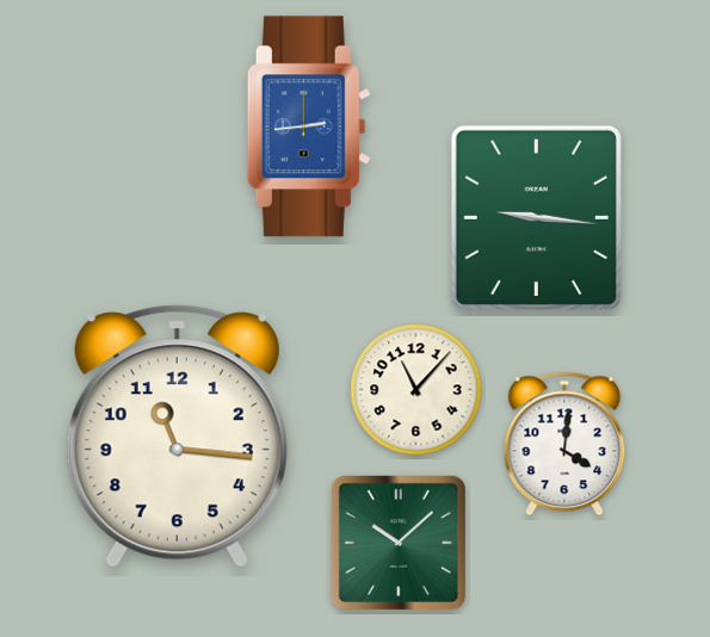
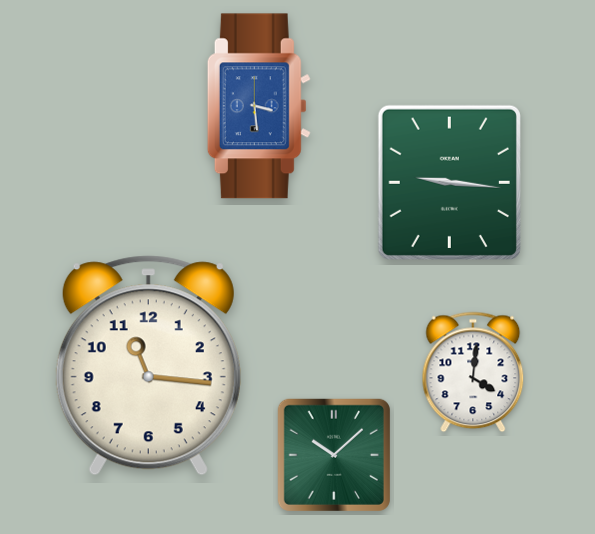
clock at (309, 126): 2:44 -> 3:29
clock at (416, 390): 11:07 -> none
